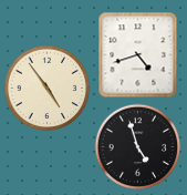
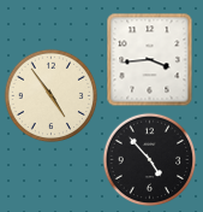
clock at (138, 54): 4:42 -> 3:44
clock at (137, 146): 4:57 -> 4:53
